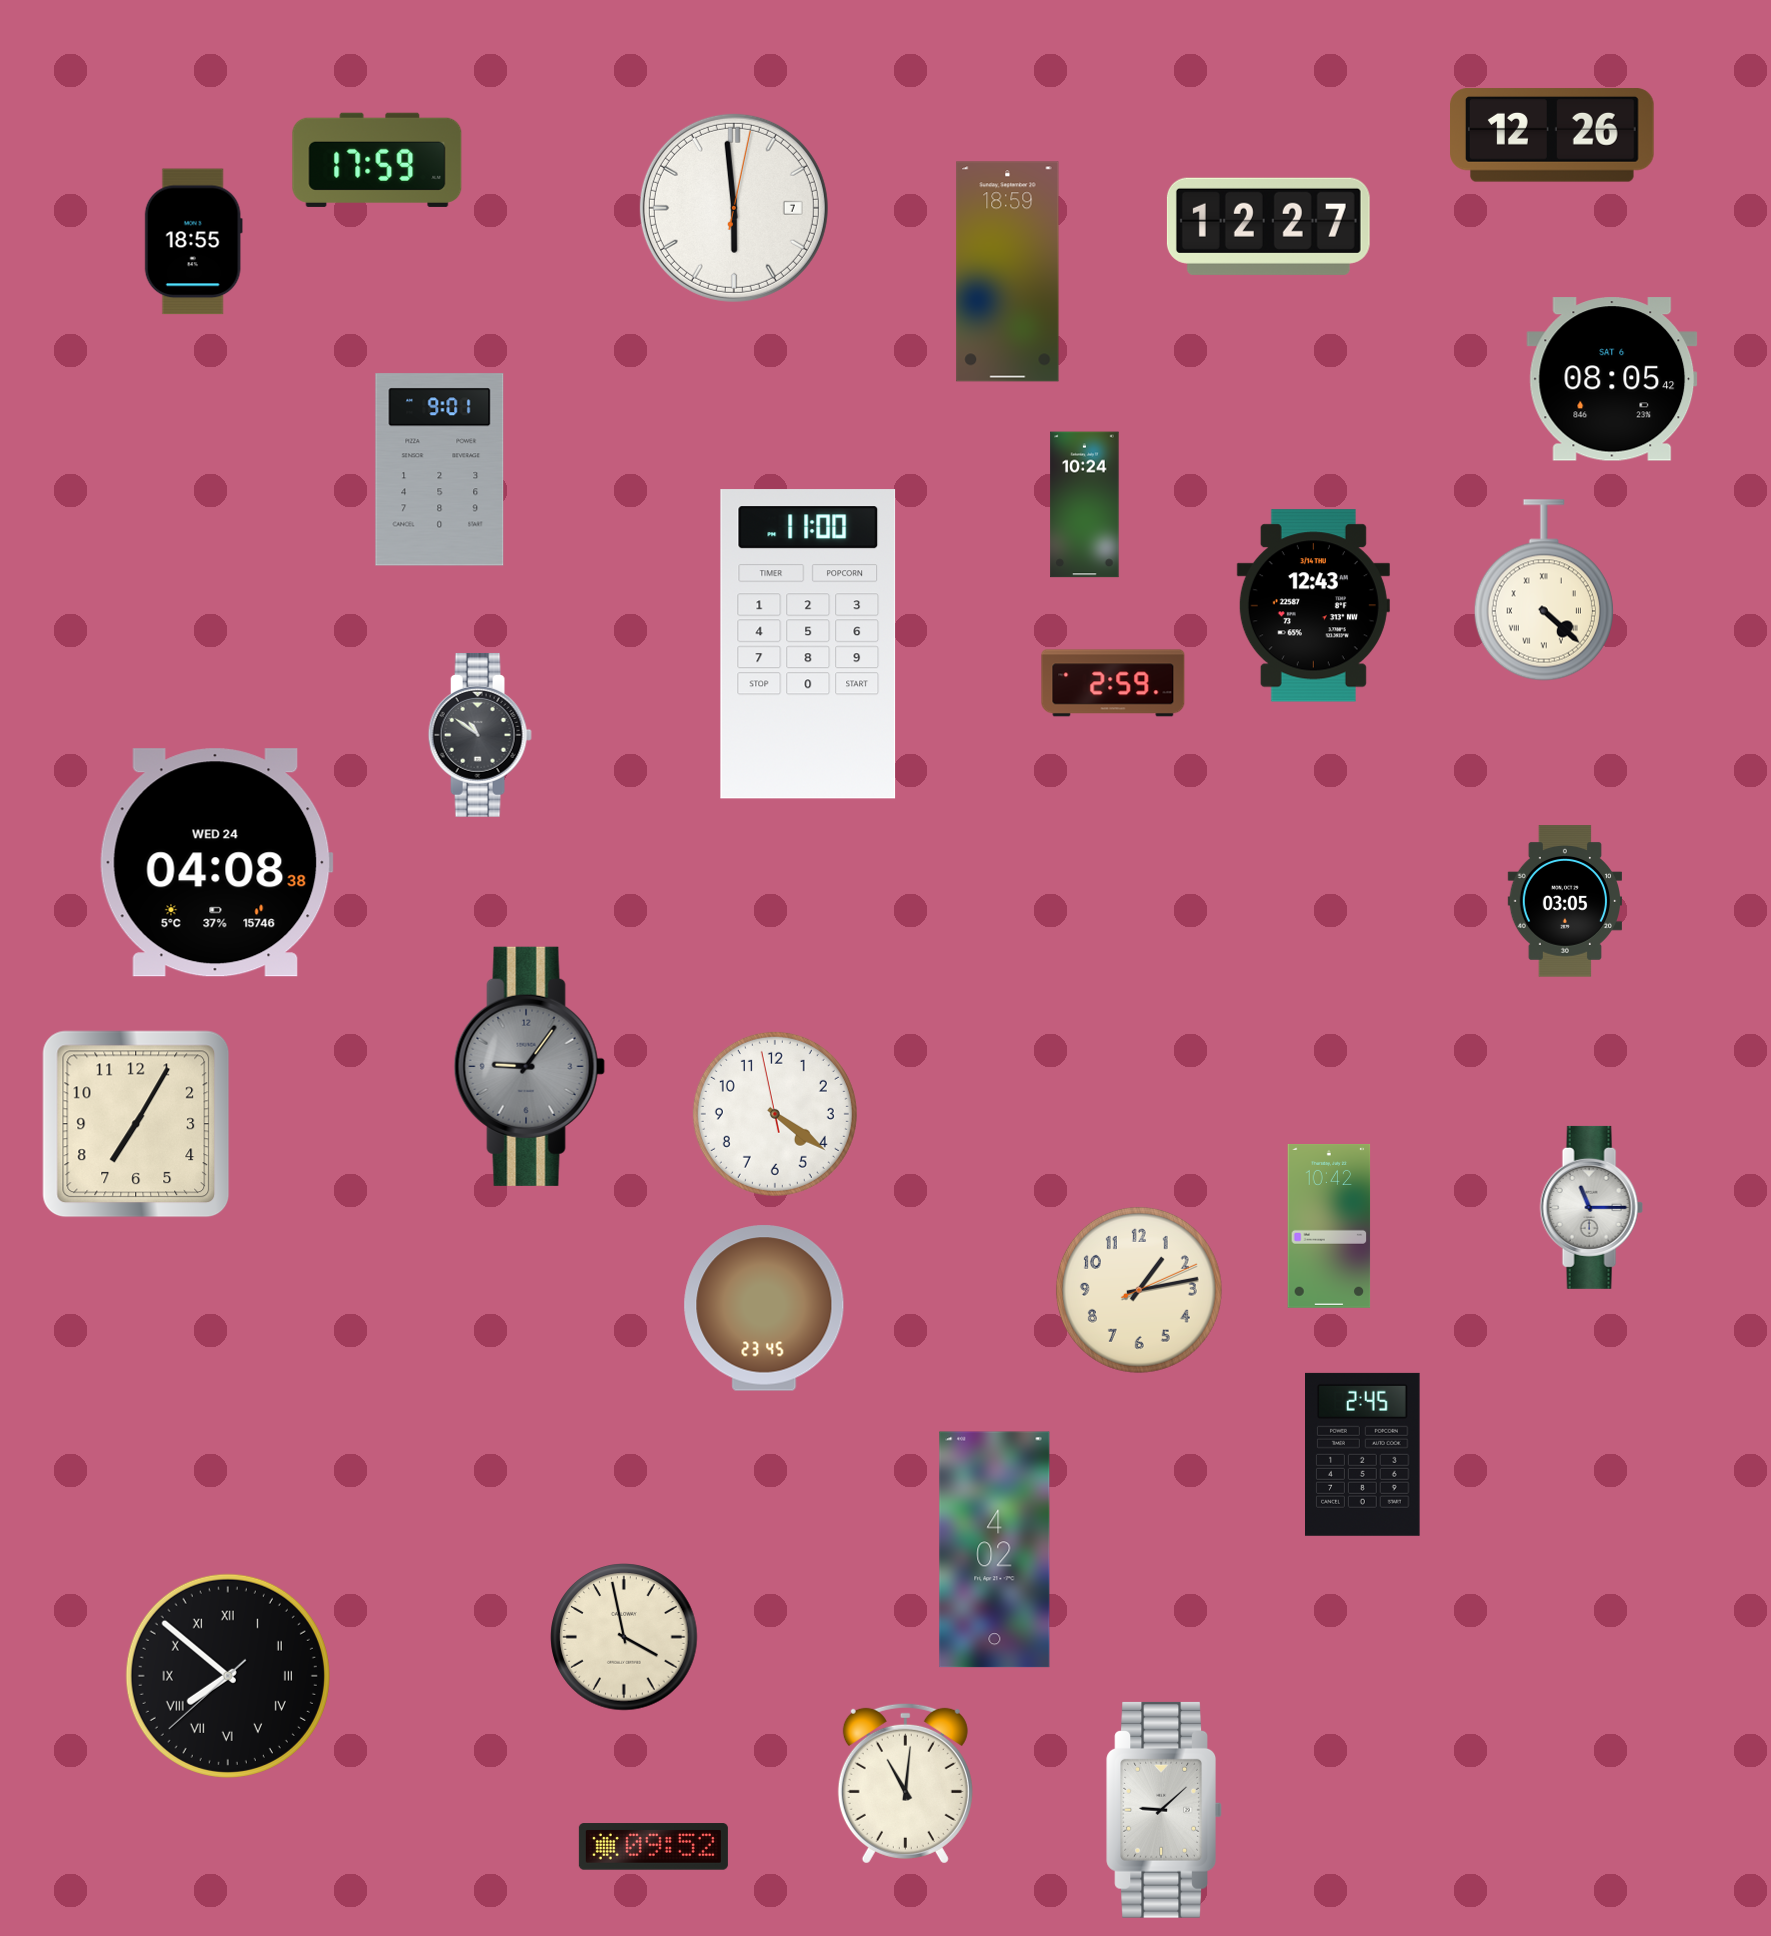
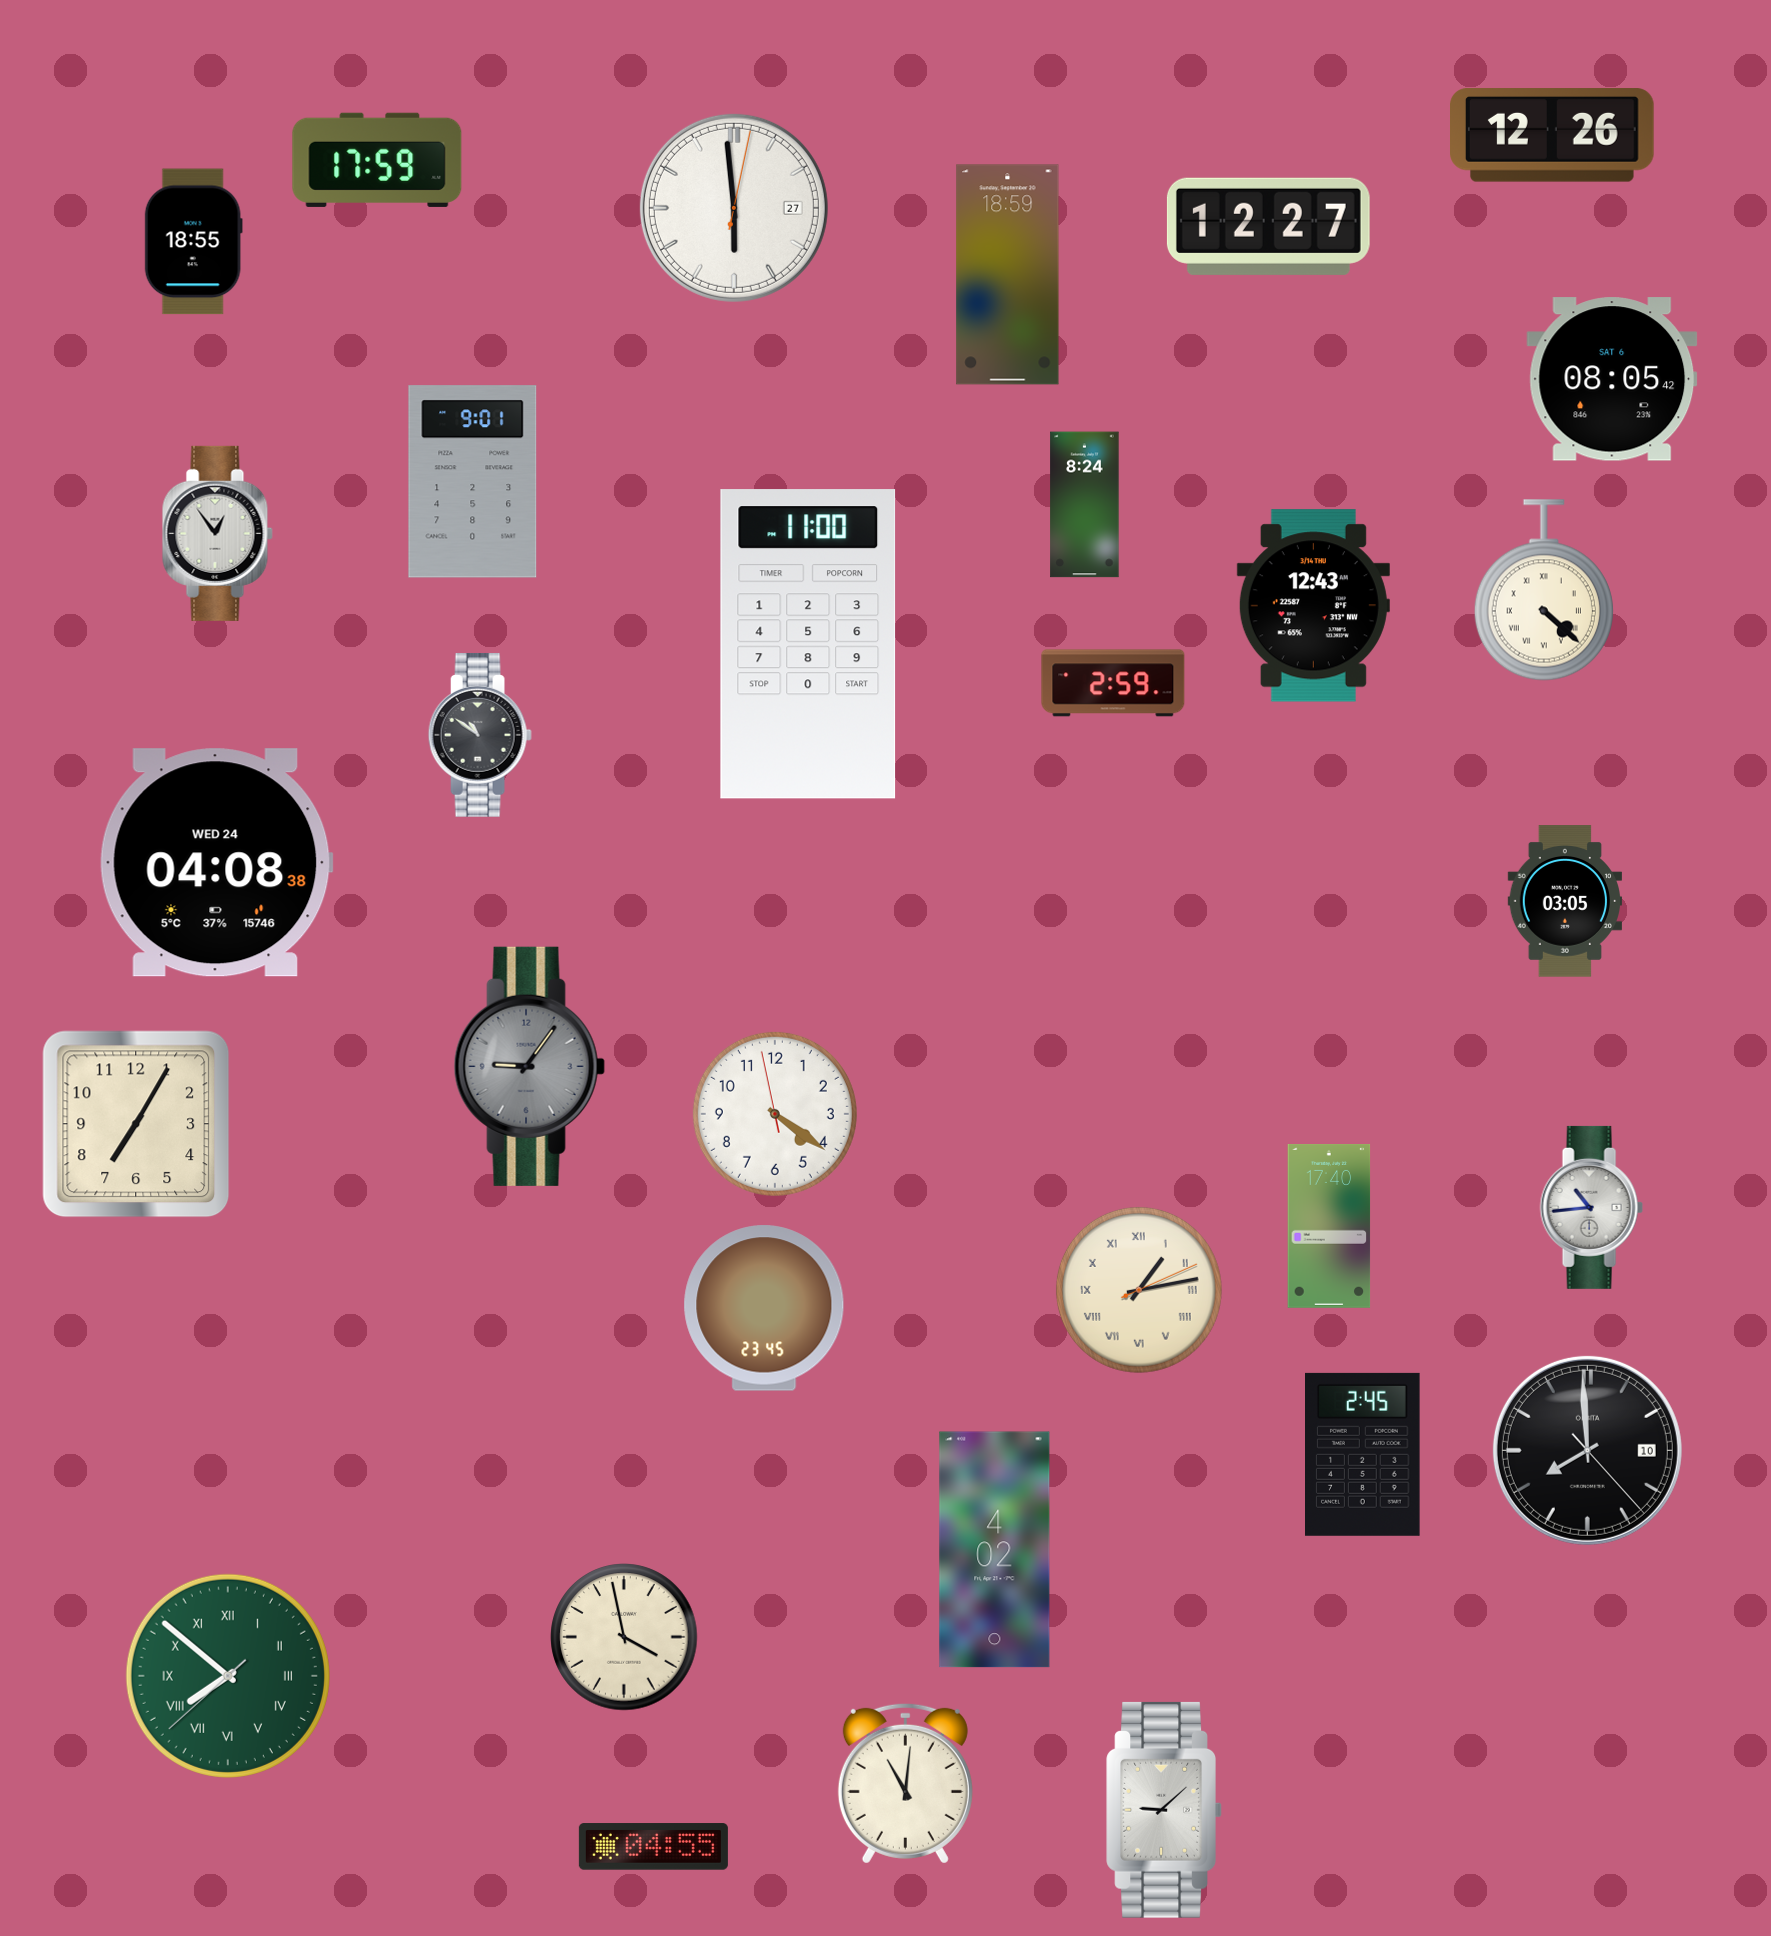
clock at (734, 208) date: 7 -> 27
clock at (1008, 272) position: (1008, 272) -> (1008, 275)
clock at (440, 470) position: (440, 470) -> (473, 482)
clock at (1085, 505): 10:24 -> 8:24
clock at (217, 533): none -> 12:54
clock at (1591, 1207): 11:15 -> 10:44
clock at (1329, 1227): 10:42 -> 17:40
clock at (1139, 1290) numerals: Arabic -> Roman
clock at (1587, 1450): none -> 7:59
clock at (228, 1676) dial: black -> green
clock at (653, 1847): 09:52 -> 04:55
